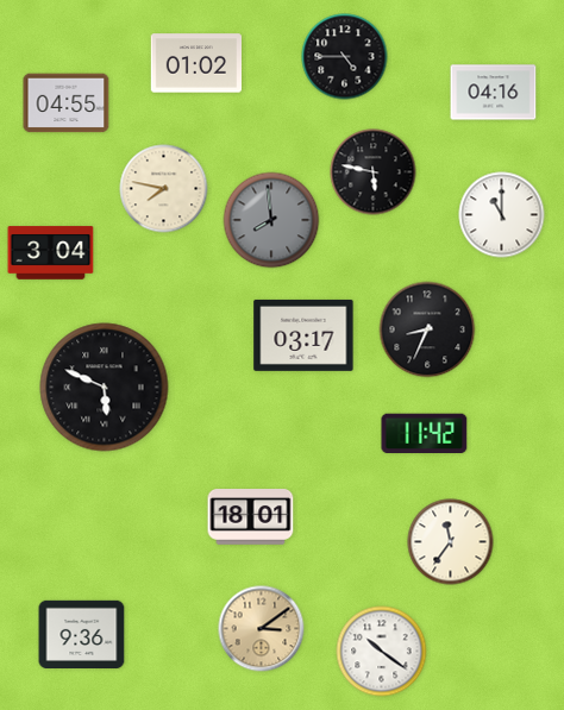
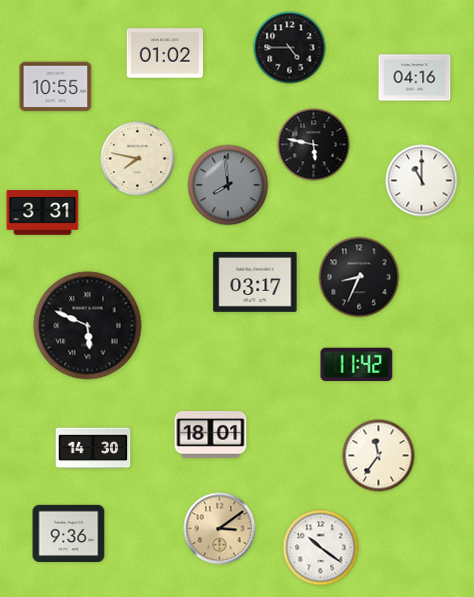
clock at (67, 103): 04:55 -> 10:55
clock at (51, 253): 3:04 -> 3:31
clock at (93, 448): none -> 14:30
